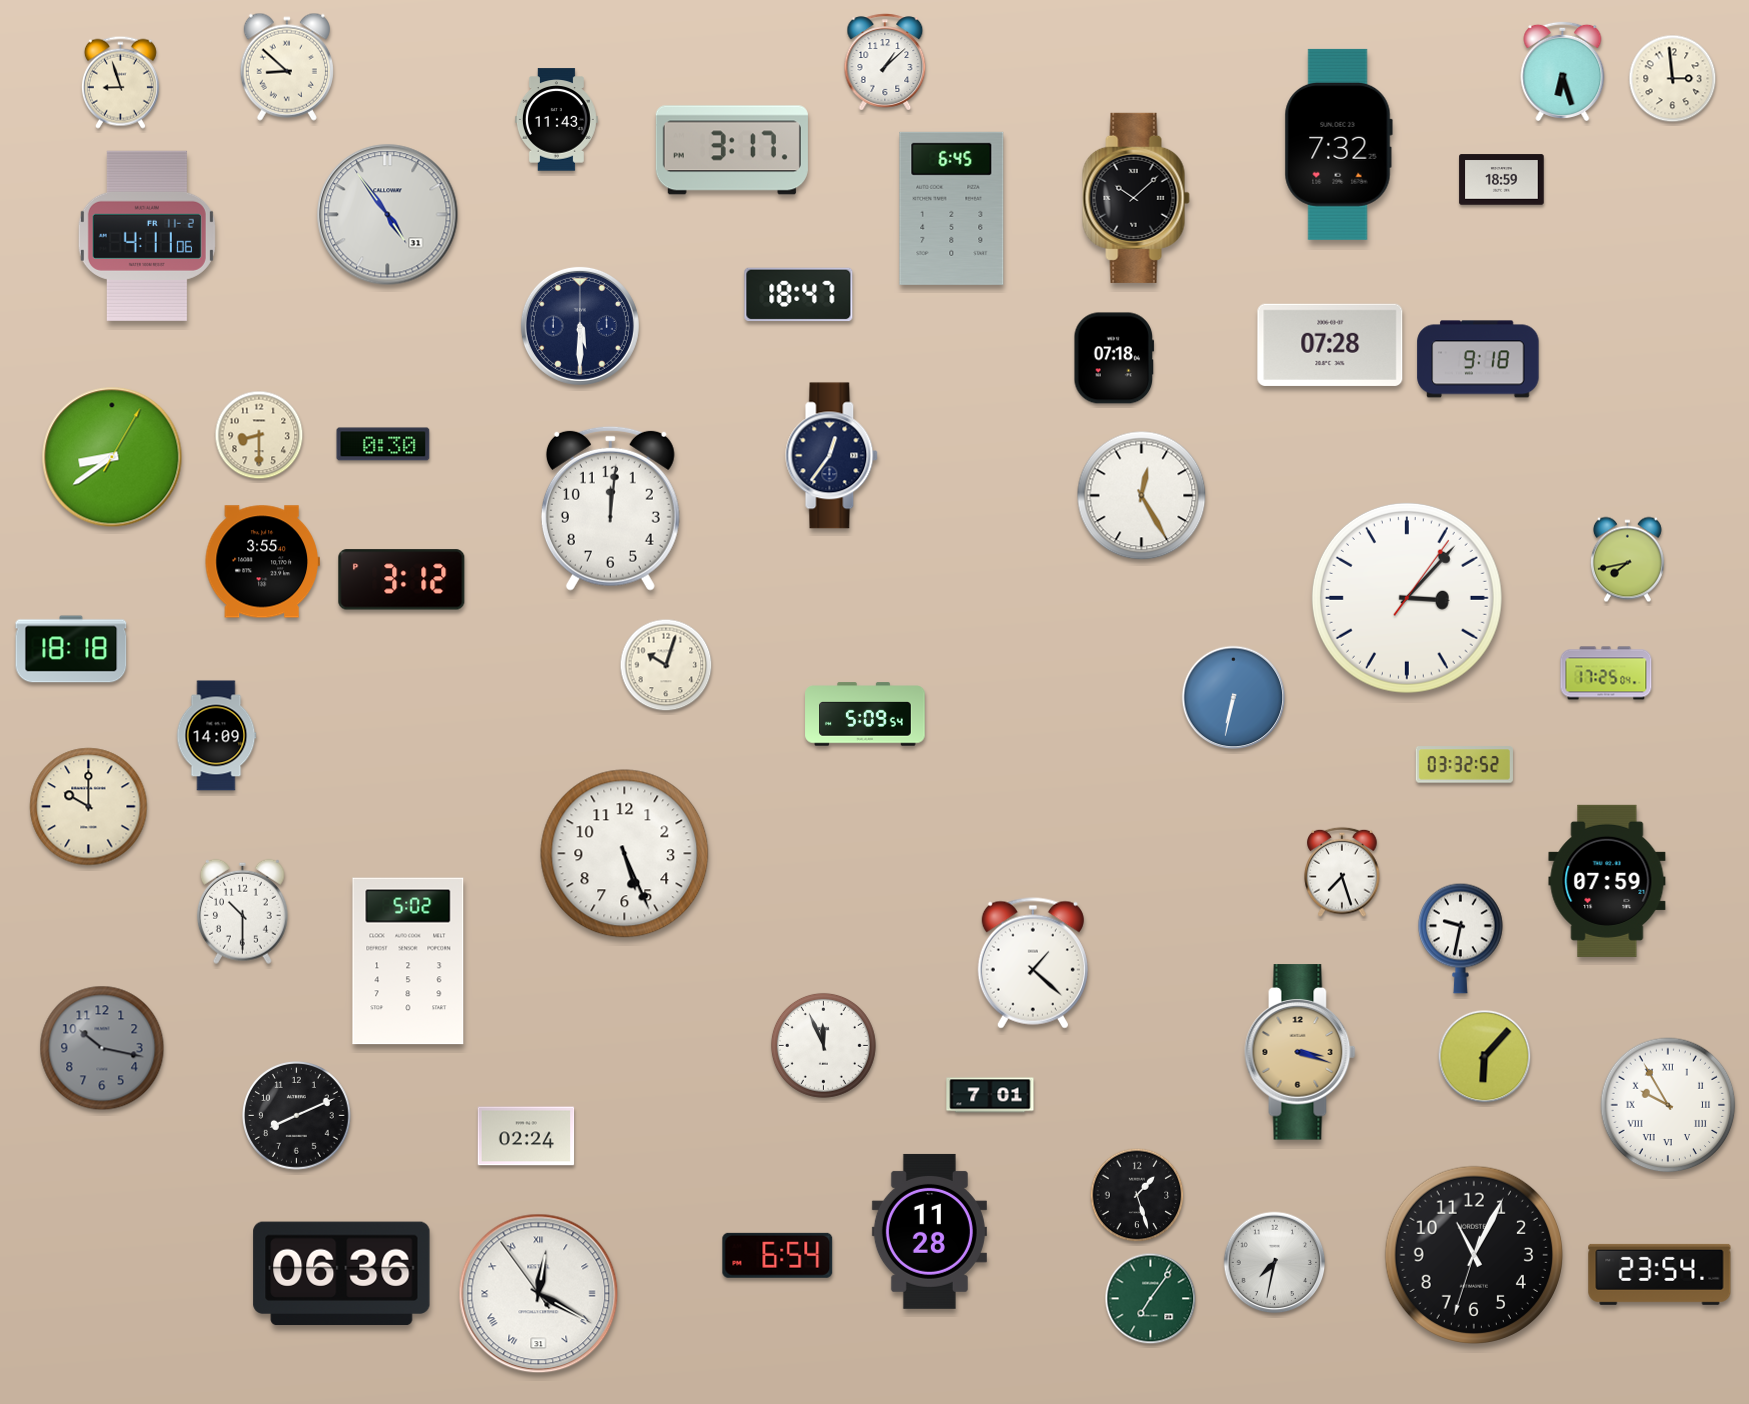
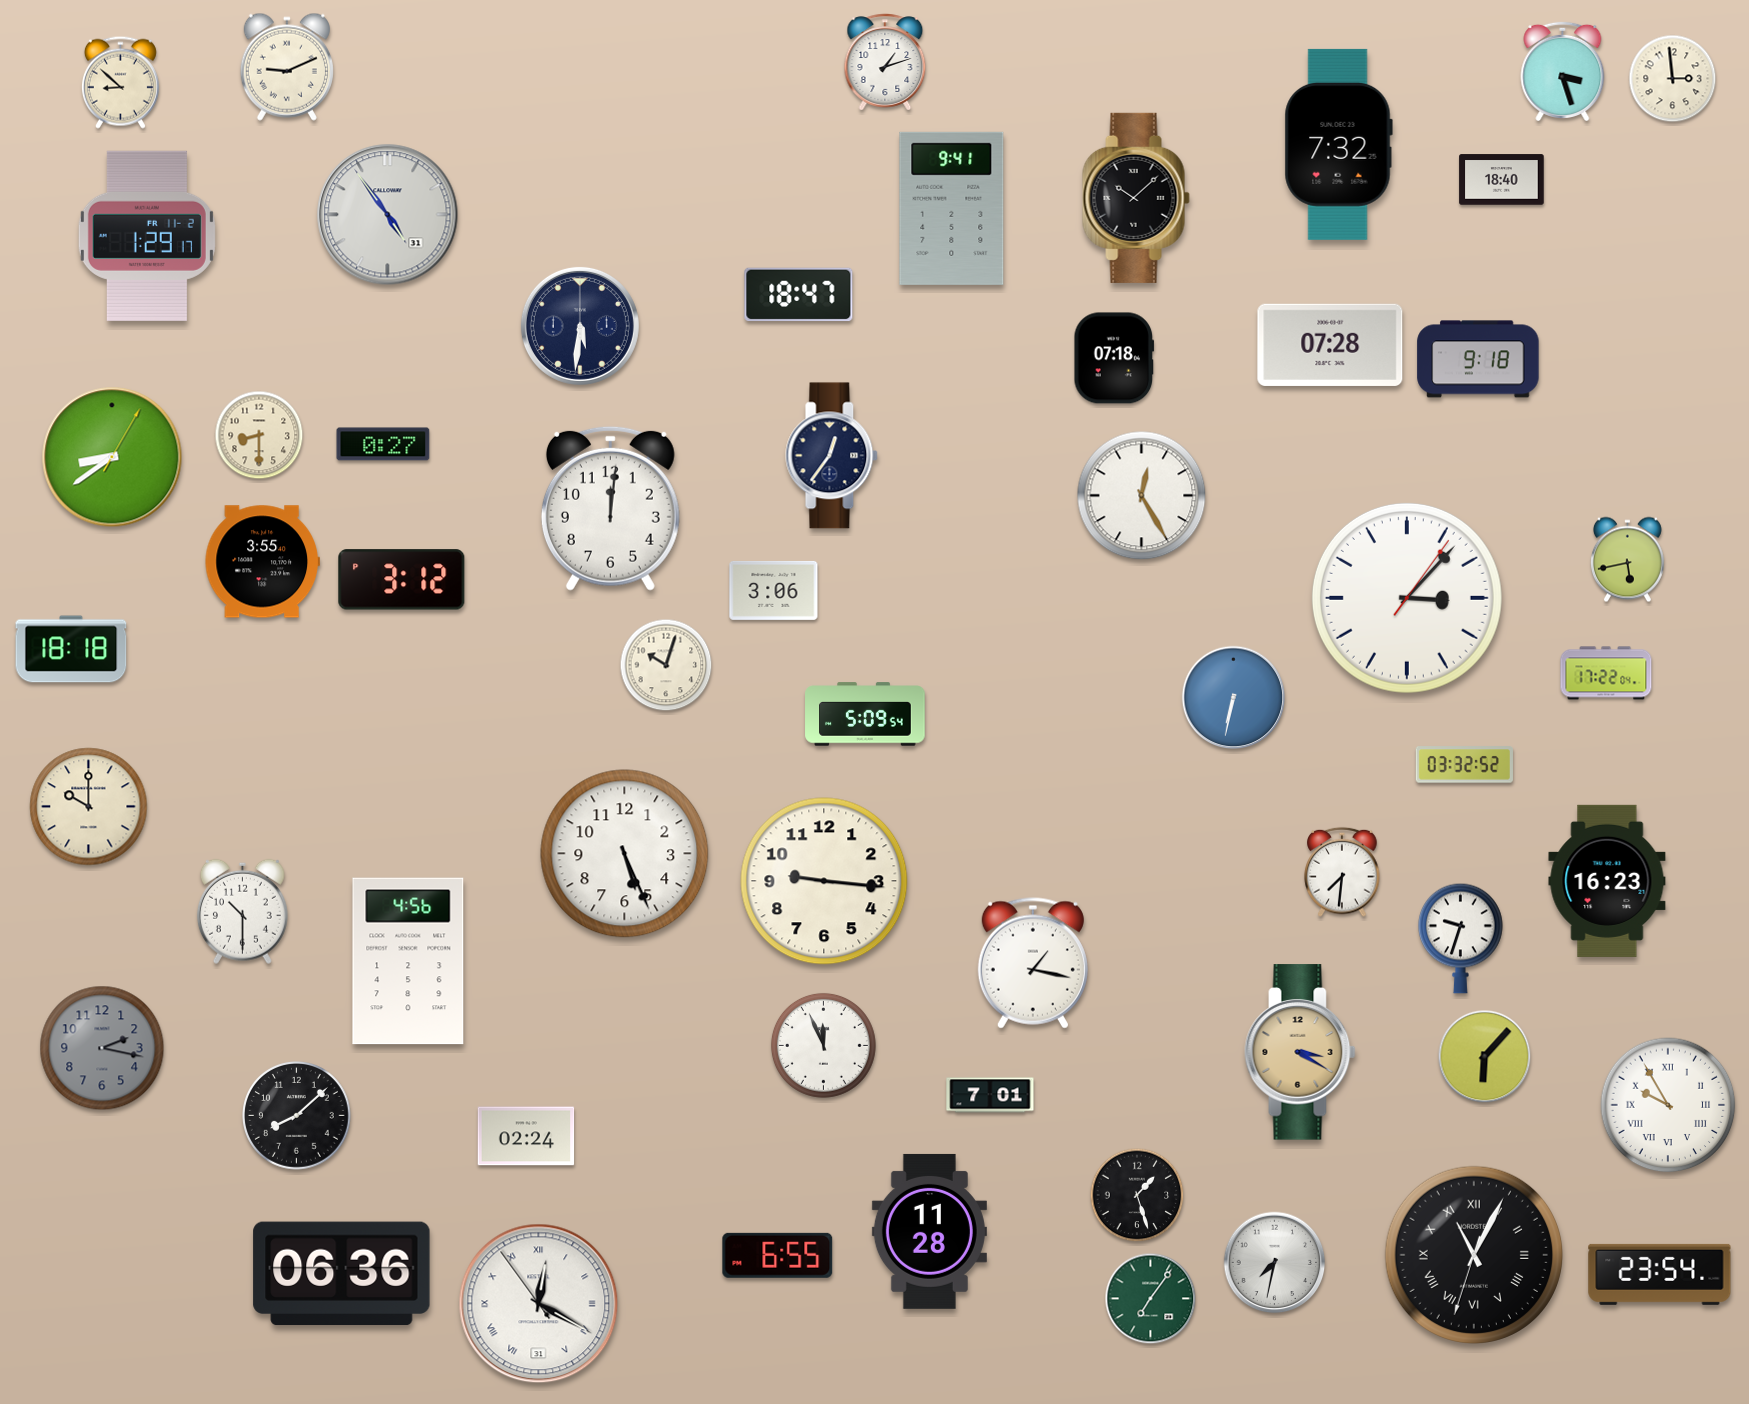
clock at (885, 62): 1:08 -> 1:12
clock at (287, 67): 8:52 -> 9:11
clock at (1563, 71): 6:27 -> 3:27
clock at (120, 82): 8:57 -> 8:52
clock at (556, 120): 11:43 -> none
clock at (732, 150): 3:17 -> none
clock at (1502, 180): 18:59 -> 18:40
clock at (952, 208): 6:45 -> 9:41
clock at (147, 236): 4:11 -> 1:29
clock at (580, 326): 5:30 -> 5:31
clock at (383, 444): 0:30 -> 0:27
clock at (1627, 560): 7:43 -> 5:43
clock at (774, 590): none -> 3:06
clock at (1606, 673): 17:25 -> 17:22
clock at (216, 736): 14:09 -> none
clock at (1342, 872): 7:27 -> 7:31
clock at (824, 881): none -> 9:16
clock at (1607, 881): 07:59 -> 16:23
clock at (1461, 938): 9:32 -> 9:33
clock at (408, 961): 5:02 -> 4:56
clock at (1033, 963): 1:22 -> 1:17
clock at (102, 1048): 10:17 -> 2:17
clock at (1300, 1052): 3:18 -> 3:20
clock at (297, 1116): 8:11 -> 8:08
clock at (1473, 1254) numerals: Arabic -> Roman
clock at (778, 1255): 6:54 -> 6:55
clock at (539, 1294) position: (539, 1294) -> (539, 1304)
